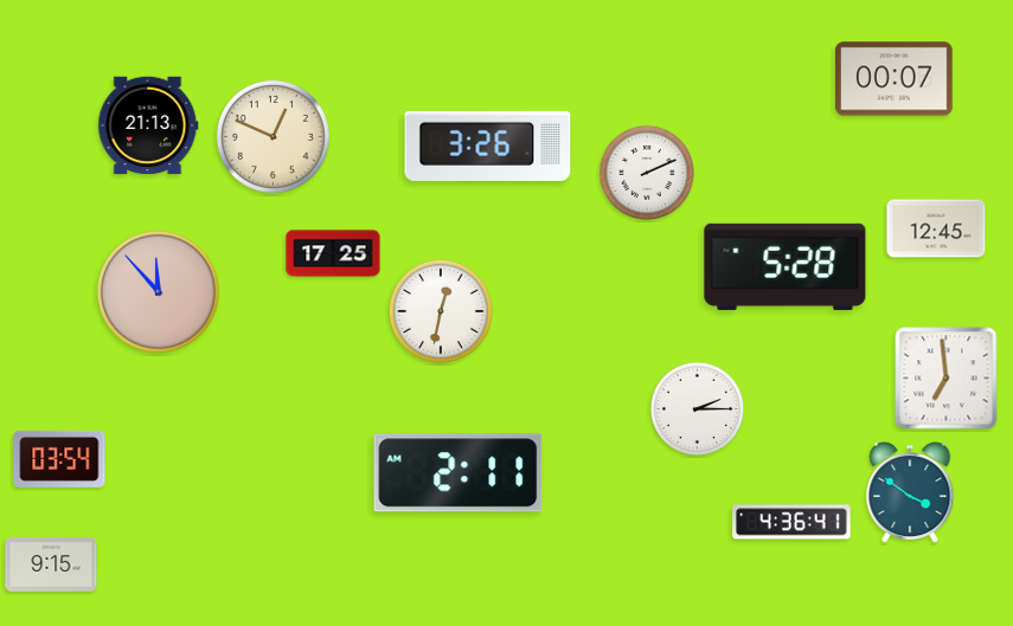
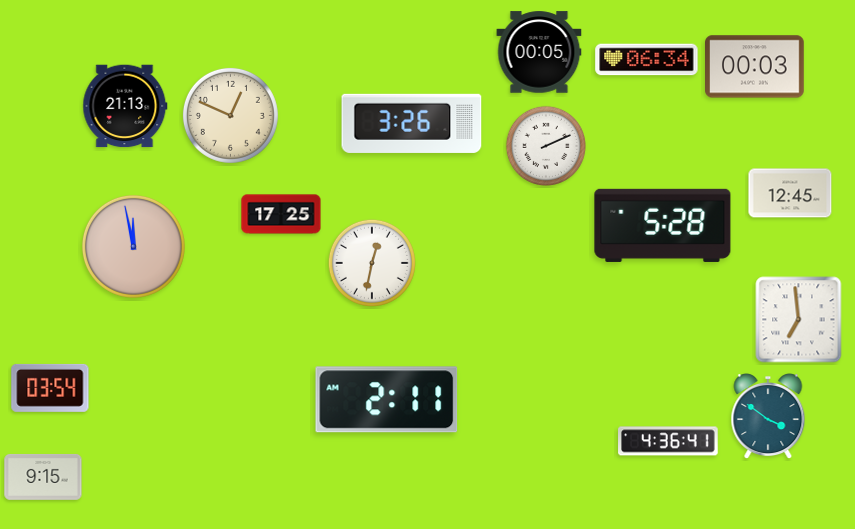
clock at (539, 52): none -> 00:05
clock at (647, 60): none -> 06:34
clock at (895, 79): 00:07 -> 00:03
clock at (158, 291): 11:53 -> 11:58
clock at (697, 408): 2:15 -> none
